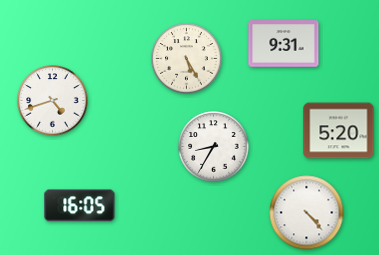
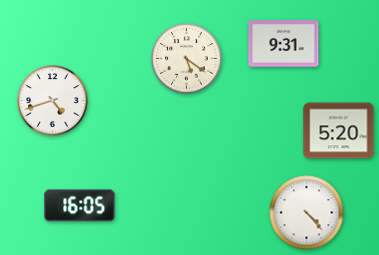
clock at (187, 59): 5:25 -> 5:21
clock at (214, 147): 8:35 -> none
